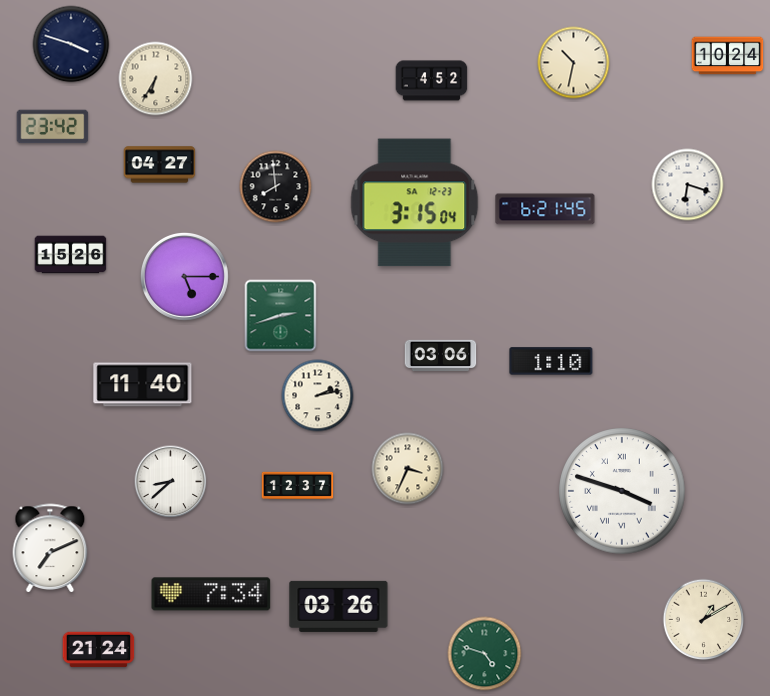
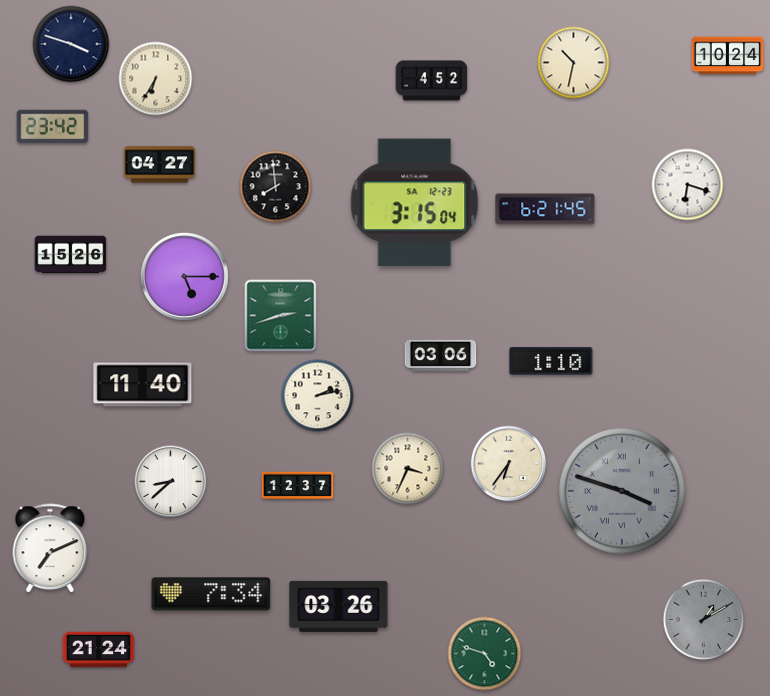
clock at (509, 464): none -> 6:36
clock at (622, 491) dial: white -> grey
clock at (704, 620) dial: cream -> grey
